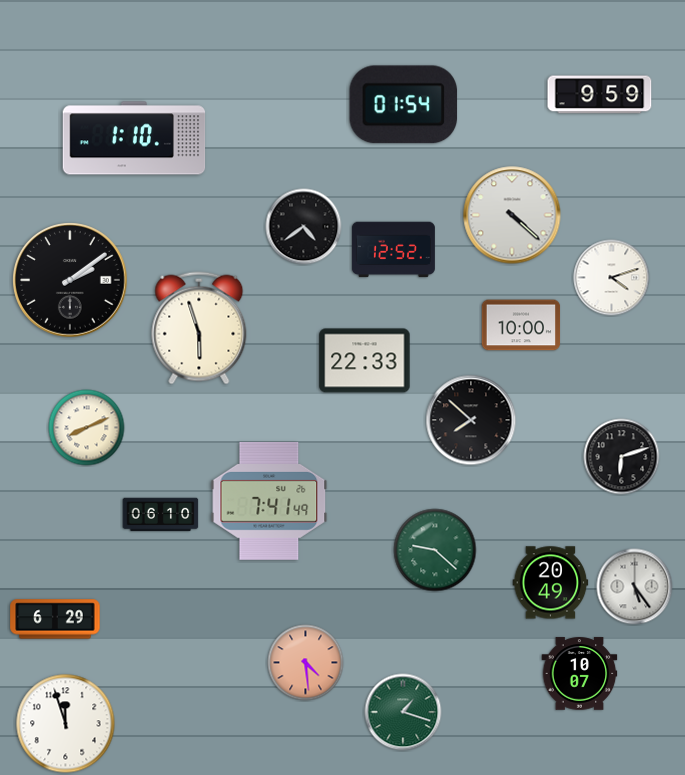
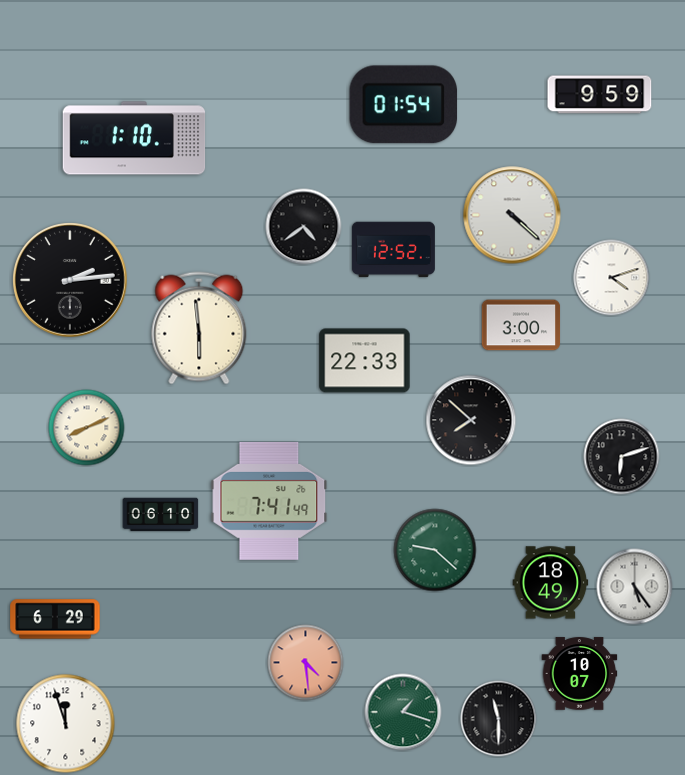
clock at (71, 281): 2:09 -> 2:14
clock at (521, 325): 10:00 -> 3:00
clock at (199, 328): 5:57 -> 5:59
clock at (551, 583): 20:49 -> 18:49
clock at (499, 719): none -> 11:30
